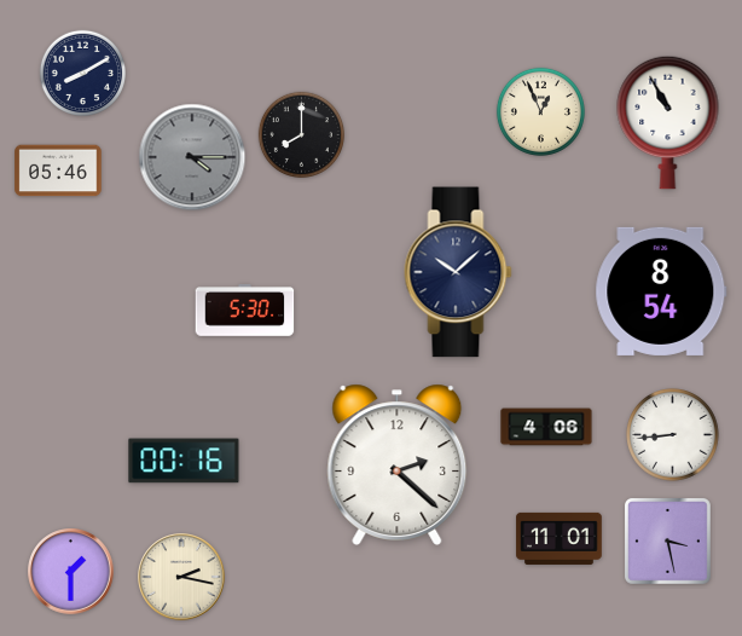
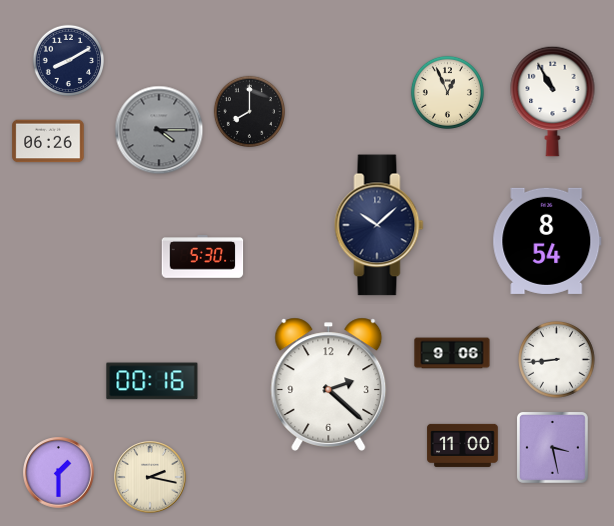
clock at (58, 170): 05:46 -> 06:26
clock at (546, 427): 4:06 -> 9:06
clock at (560, 538): 11:01 -> 11:00
